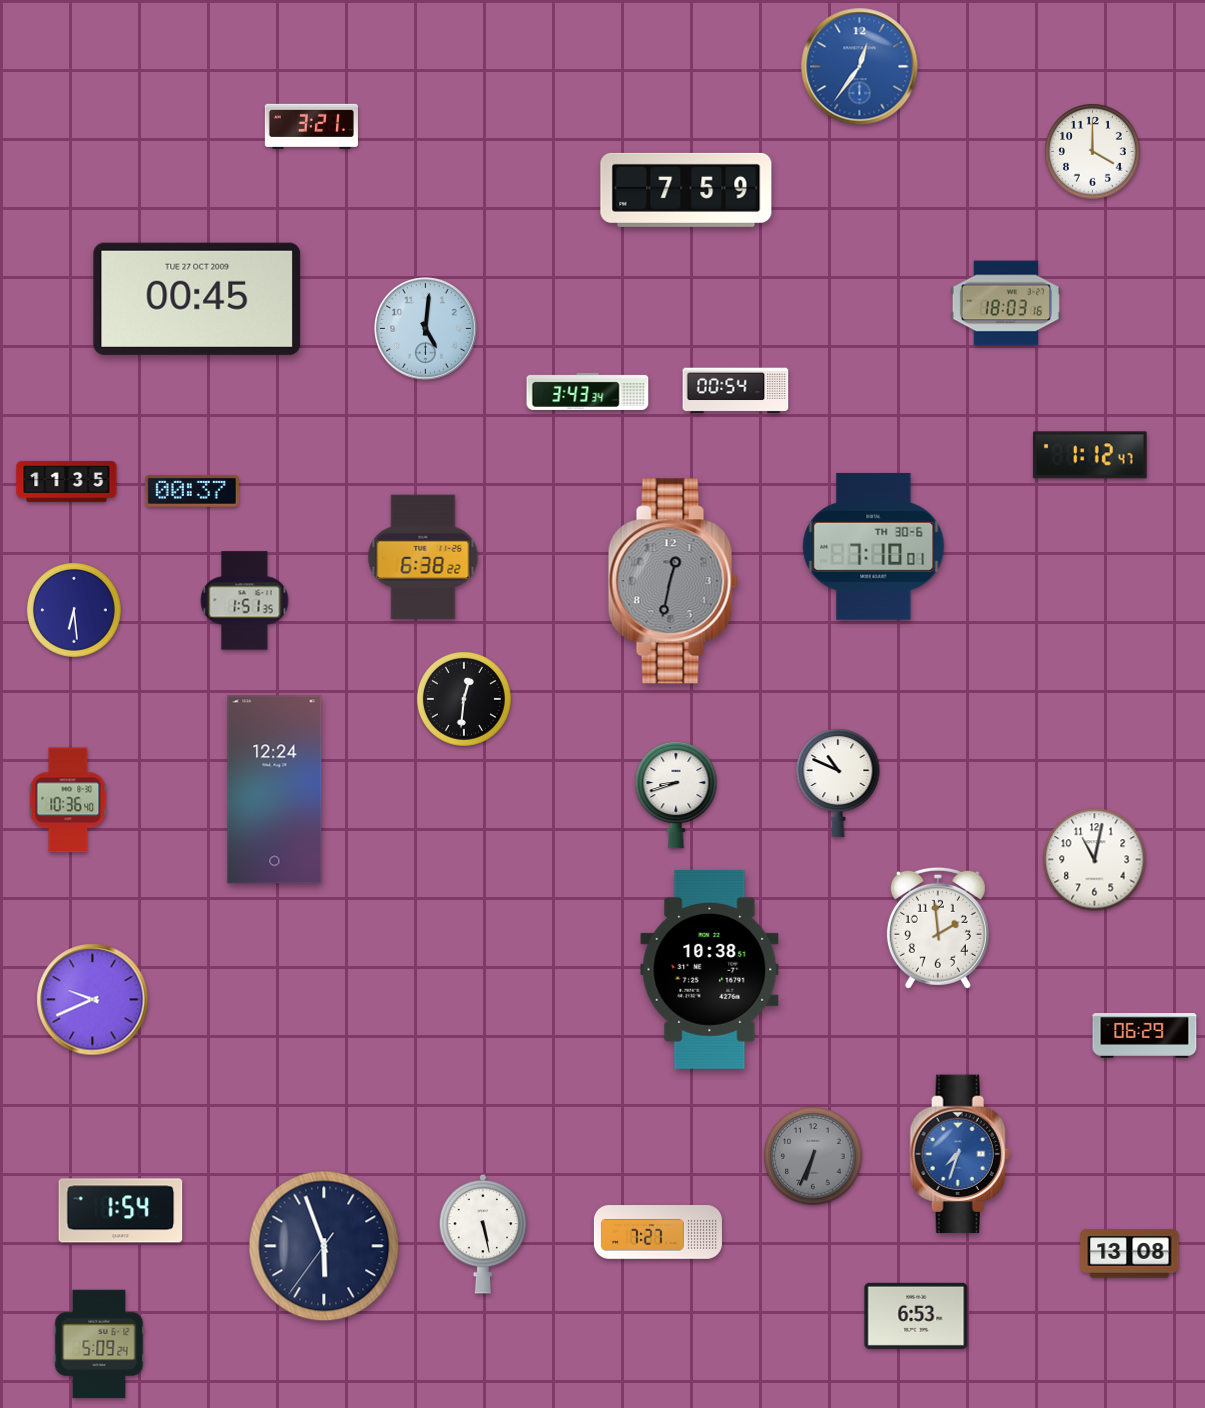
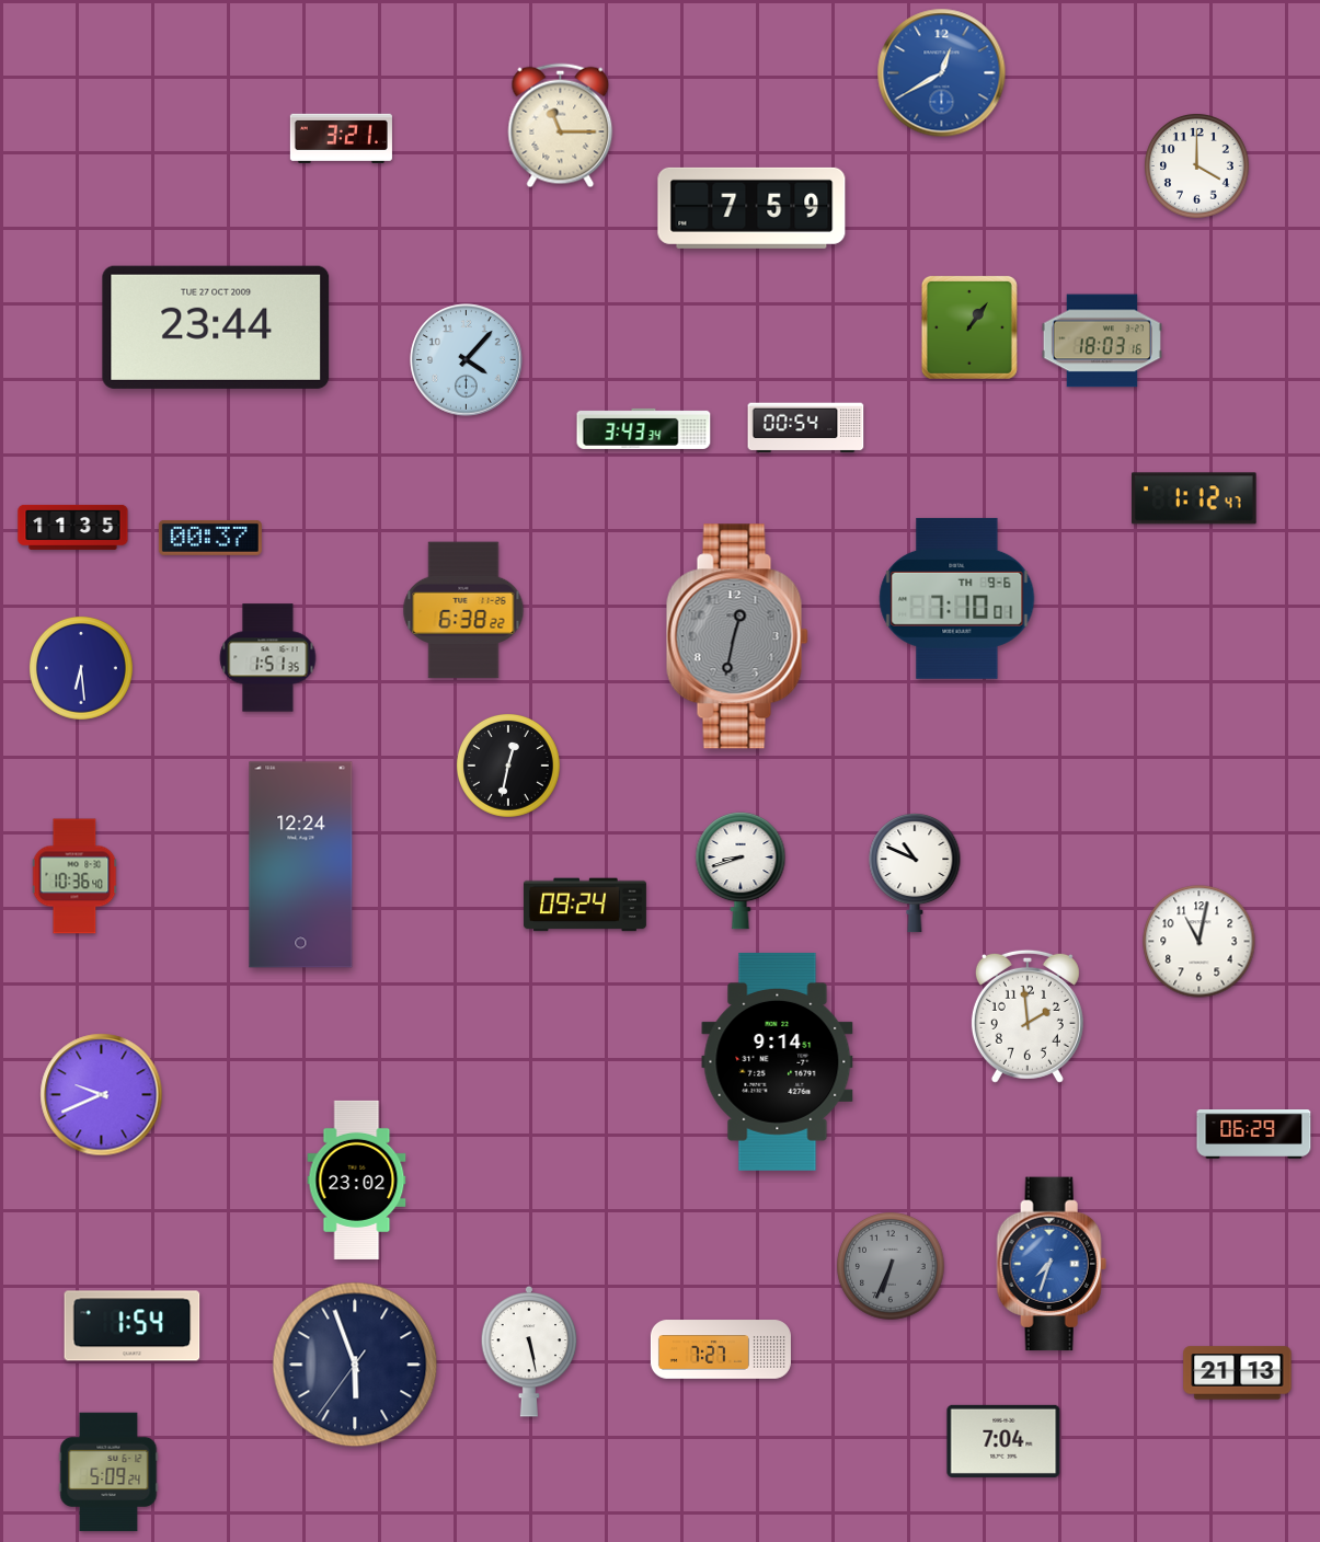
clock at (860, 67): 12:36 -> 12:40
clock at (561, 126): none -> 11:15
clock at (197, 299): 00:45 -> 23:44
clock at (969, 327): none -> 1:06
clock at (1006, 303) position: (1006, 303) -> (1102, 341)
clock at (426, 329): 5:01 -> 4:07
clock at (874, 546) date: TH 30-6 -> TH 9-6
clock at (464, 699): 12:31 -> 12:32
clock at (838, 784) position: (838, 784) -> (915, 874)
clock at (585, 905): none -> 09:24
clock at (710, 969): 10:38 -> 9:14
clock at (357, 1179): none -> 23:02
clock at (1130, 1254): 13:08 -> 21:13
clock at (916, 1316): 6:53 -> 7:04
